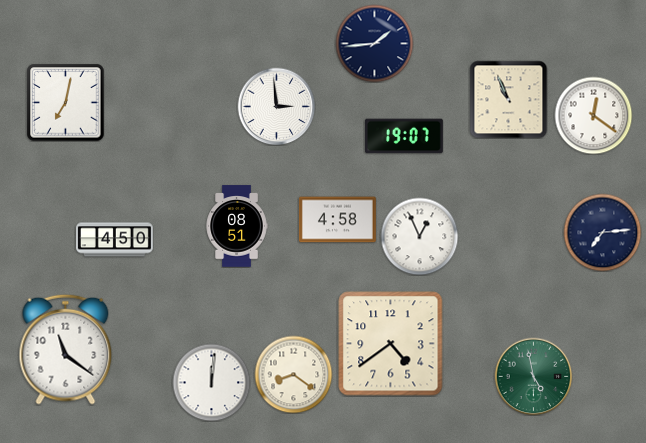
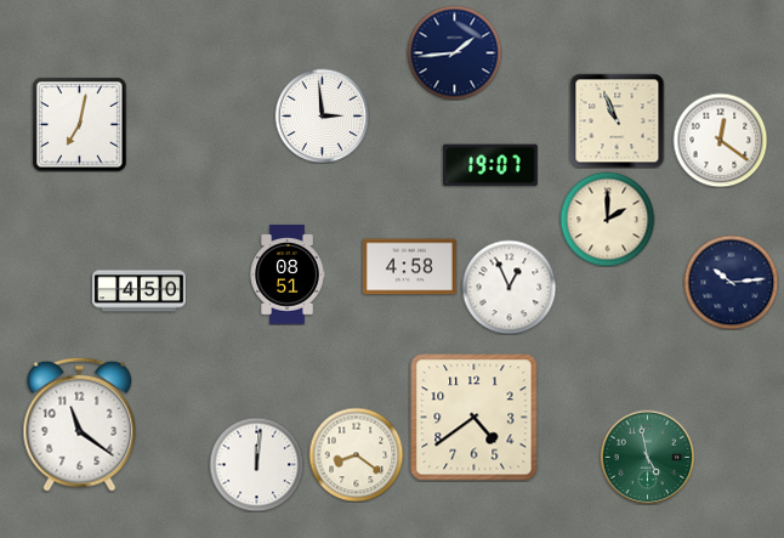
clock at (276, 106) position: (276, 106) -> (322, 115)
clock at (607, 219): none -> 2:00
clock at (602, 232): 7:14 -> 10:14
